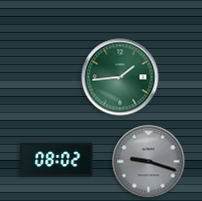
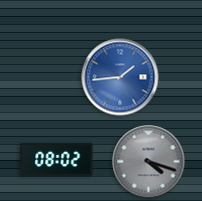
clock at (120, 77) dial: green -> blue
clock at (149, 162): 9:18 -> 4:18
